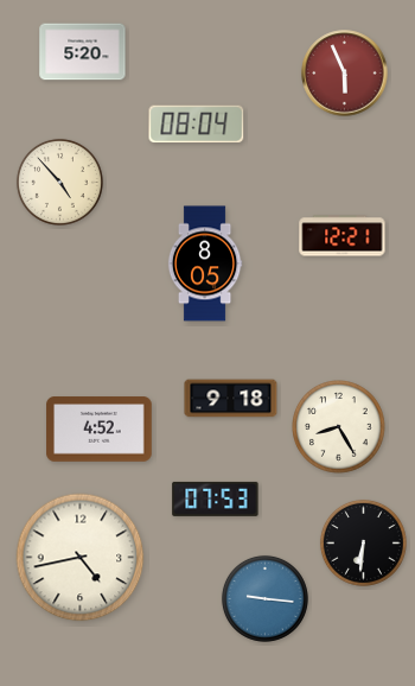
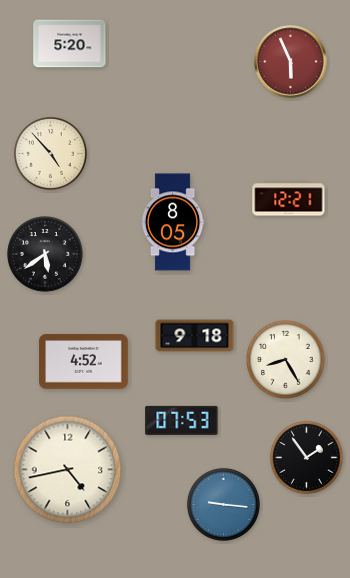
clock at (197, 125): 08:04 -> none
clock at (46, 255): none -> 5:39
clock at (363, 542): 6:31 -> 1:54
